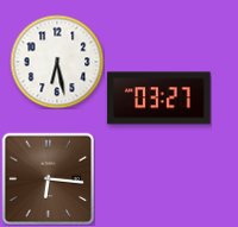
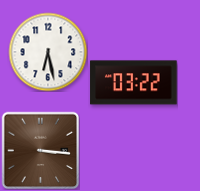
clock at (159, 99): 03:27 -> 03:22
clock at (48, 178): 6:16 -> 3:16
